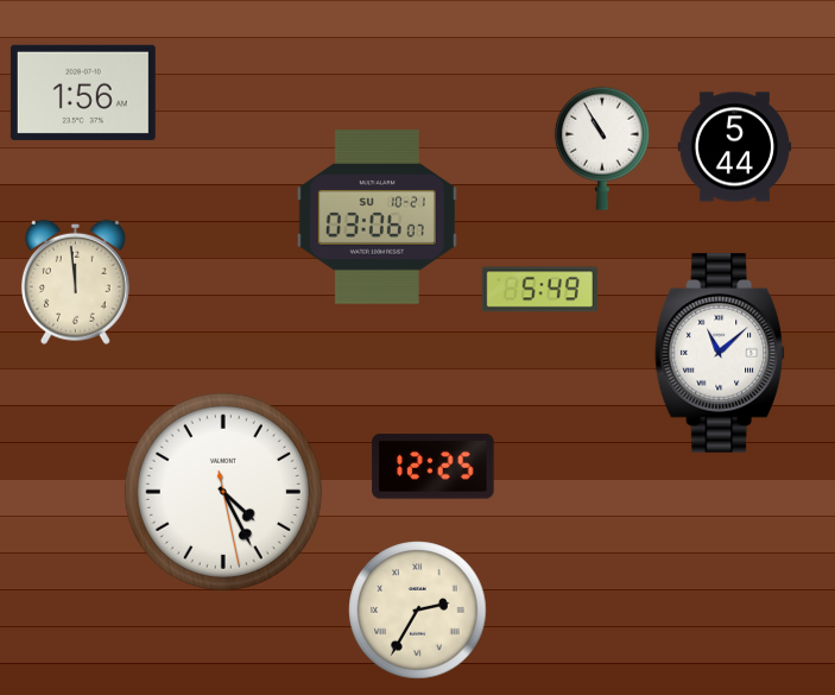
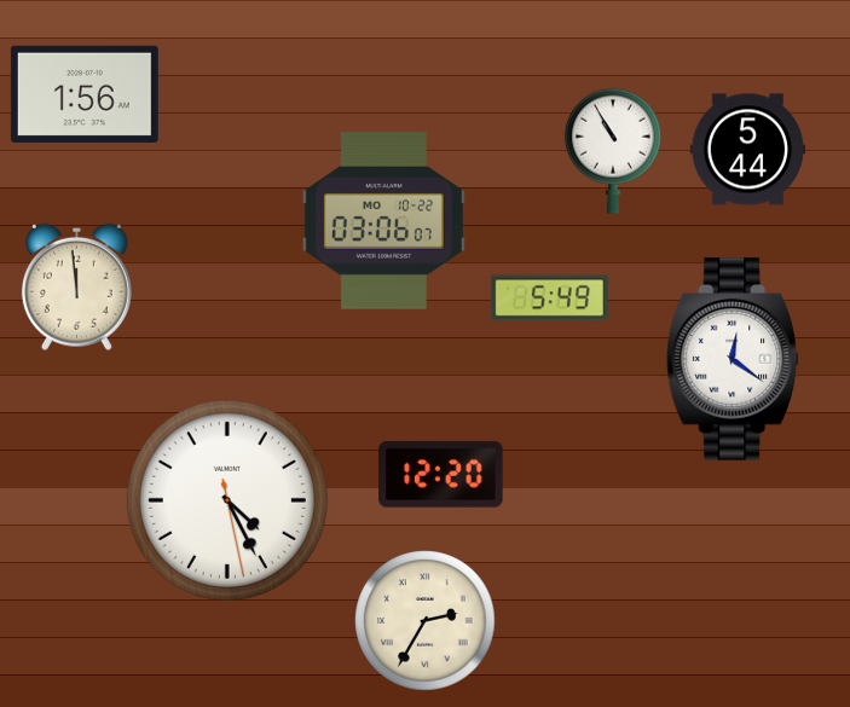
clock at (377, 217) date: SU 10-21 -> MO 10-22
clock at (539, 290) position: (539, 290) -> (549, 299)
clock at (721, 353): 11:08 -> 12:21
clock at (434, 467): 12:25 -> 12:20
